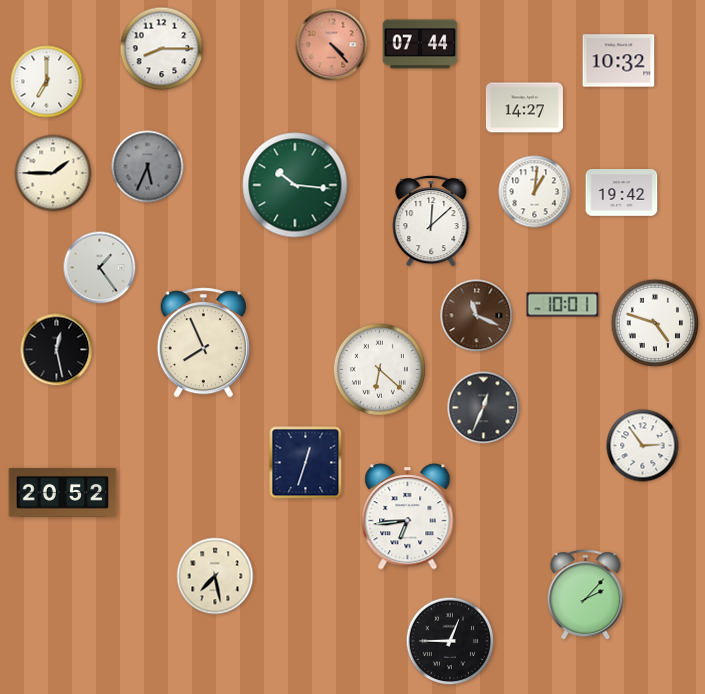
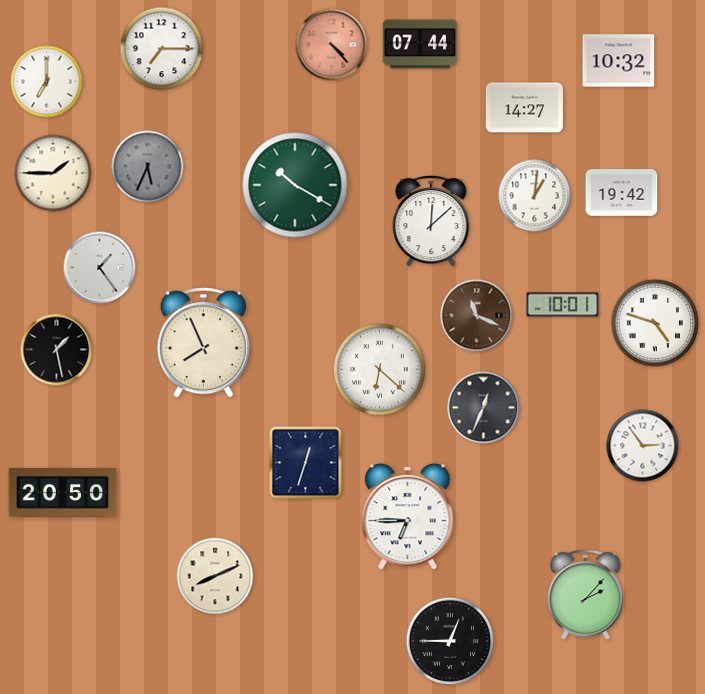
clock at (162, 49): 8:15 -> 7:15
clock at (295, 185): 10:16 -> 10:20
clock at (535, 192) position: (535, 192) -> (535, 196)
clock at (57, 350): 12:28 -> 1:28
clock at (63, 492): 20:52 -> 20:50
clock at (408, 517): 6:44 -> 6:45
clock at (215, 576): 7:28 -> 8:11
